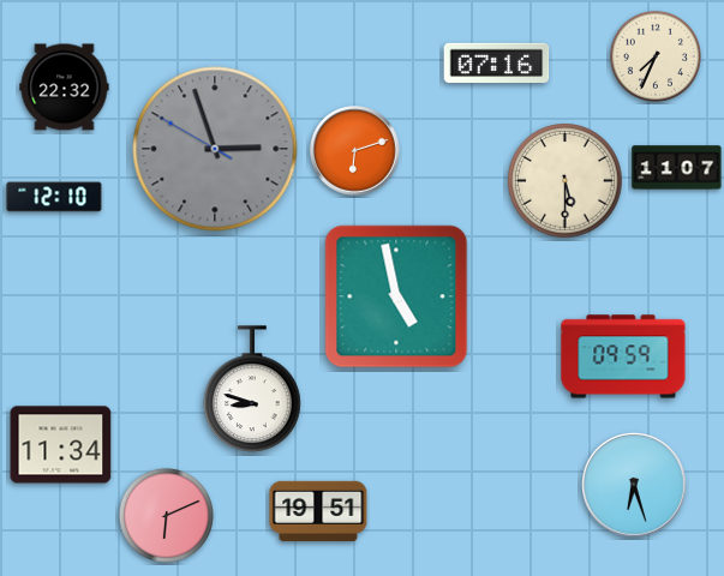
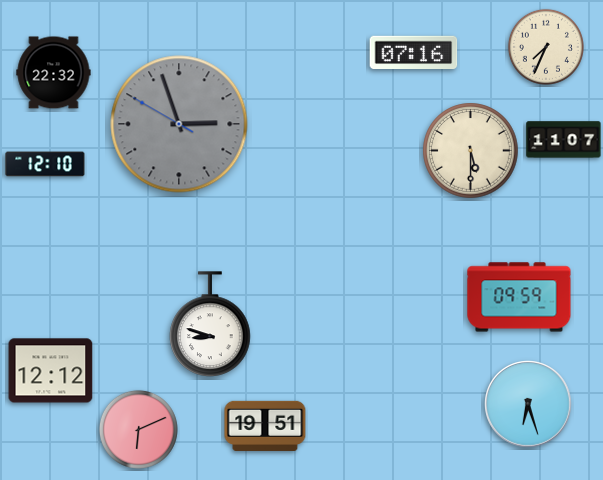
clock at (355, 151): 6:12 -> none
clock at (396, 296): 4:58 -> none
clock at (61, 445): 11:34 -> 12:12
